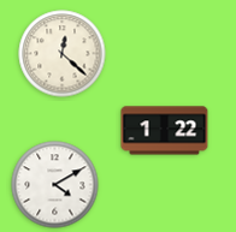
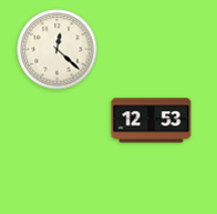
clock at (165, 131): 1:22 -> 12:53
clock at (55, 185): 4:10 -> none
